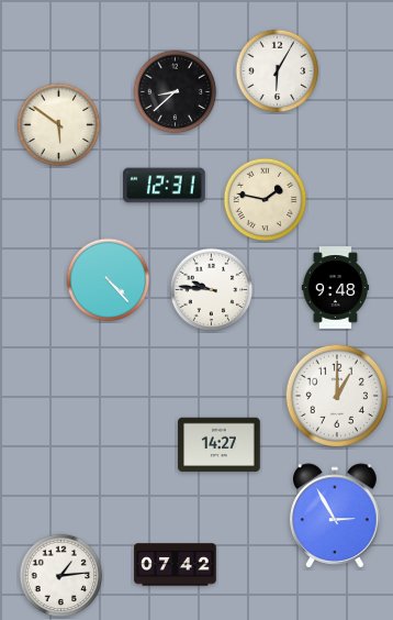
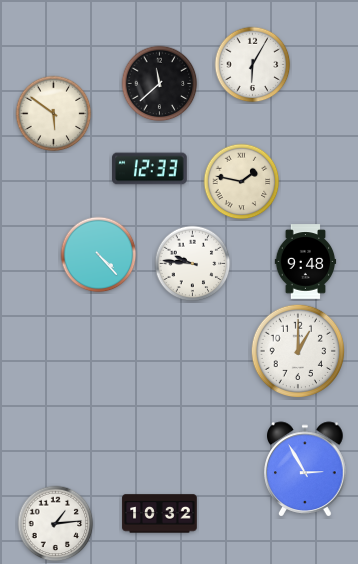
clock at (176, 92): 8:38 -> 11:38
clock at (165, 186): 12:31 -> 12:33
clock at (337, 396) position: (337, 396) -> (298, 351)
clock at (220, 445): 14:27 -> none
clock at (176, 565): 07:42 -> 10:32
